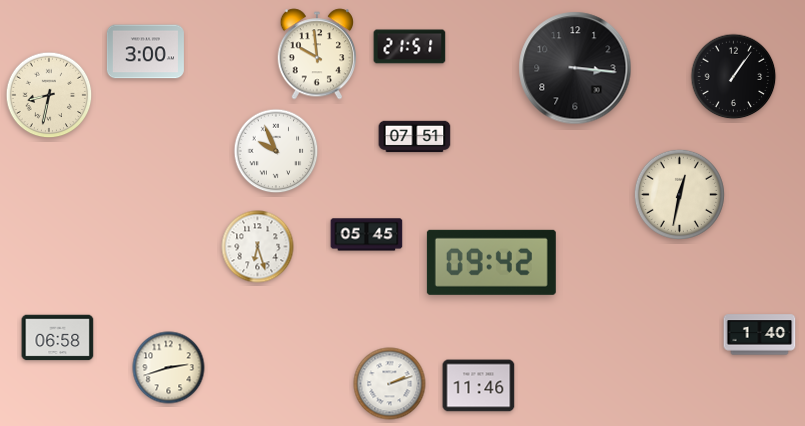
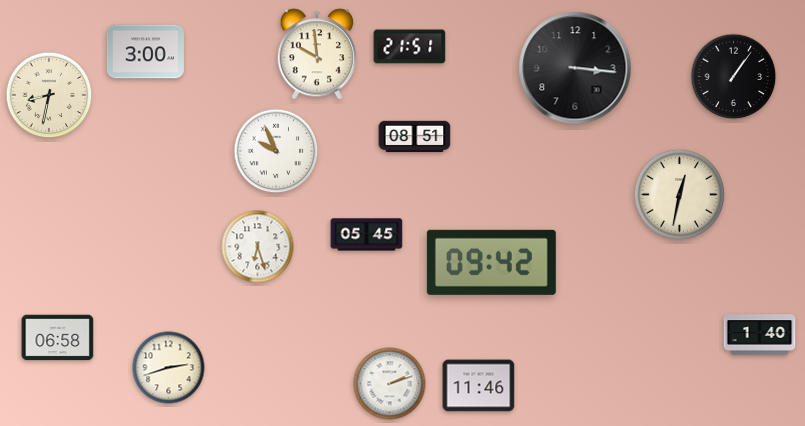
clock at (415, 137): 07:51 -> 08:51
